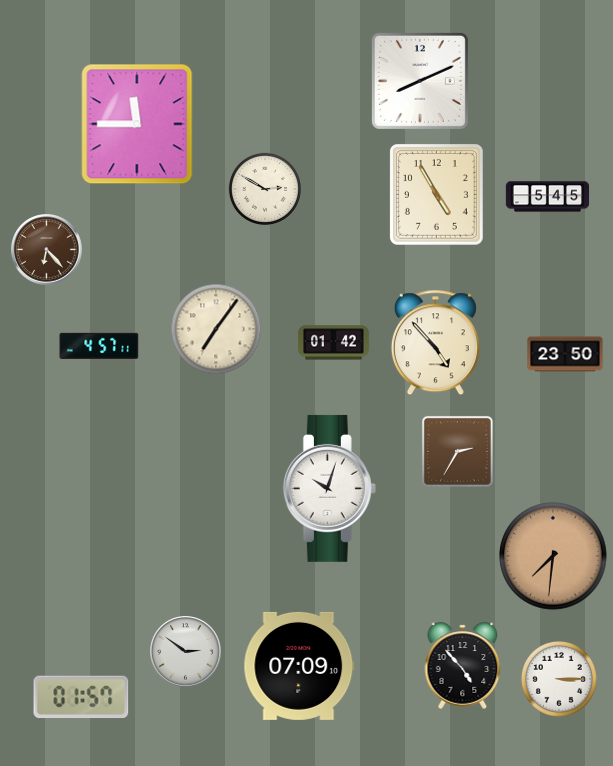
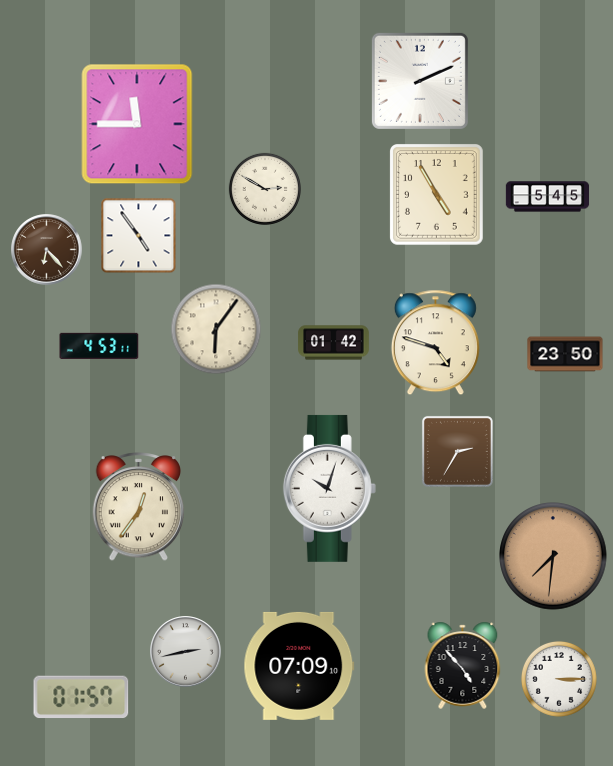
clock at (420, 81): 8:11 -> 2:11
clock at (139, 236): none -> 4:54
clock at (216, 329): 7:06 -> 6:06
clock at (435, 343): 4:53 -> 4:48
clock at (99, 346): 4:57 -> 4:53
clock at (139, 507): none -> 12:36
clock at (186, 652): 2:51 -> 2:43
